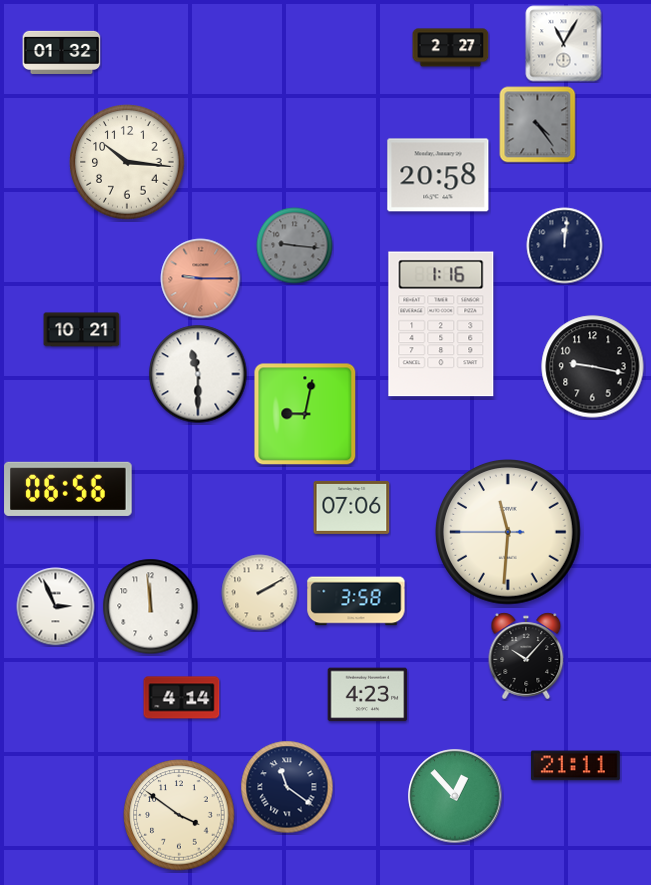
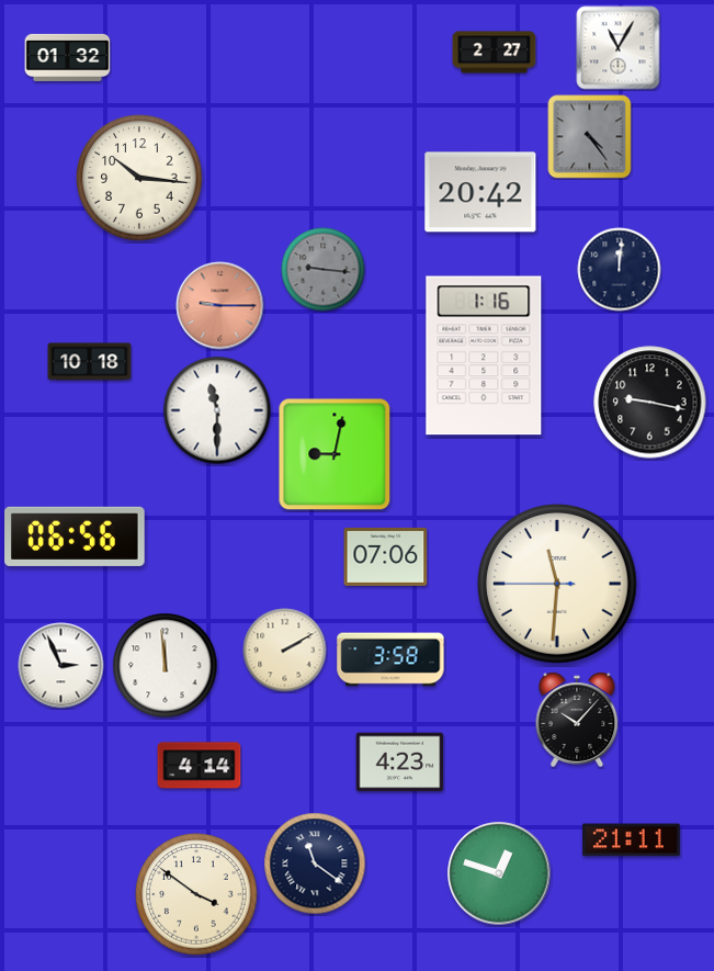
clock at (438, 175): 20:58 -> 20:42
clock at (82, 330): 10:21 -> 10:18
clock at (368, 695) position: (368, 695) -> (400, 763)
clock at (455, 796): 12:53 -> 12:48
